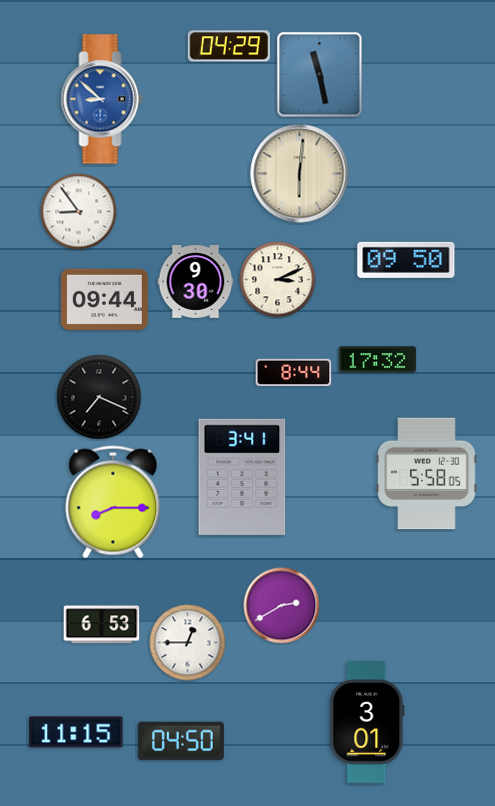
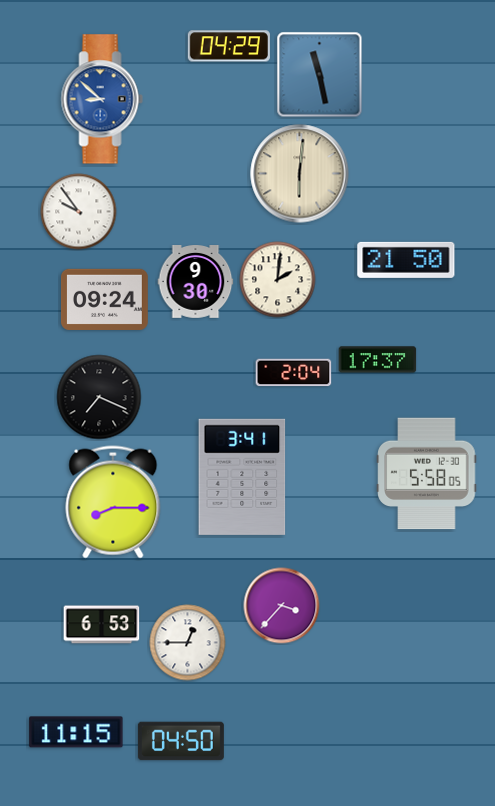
clock at (79, 212): 8:54 -> 9:54
clock at (406, 260): 09:50 -> 21:50
clock at (278, 280): 3:11 -> 2:01
clock at (104, 299): 09:44 -> 09:24
clock at (378, 360): 17:32 -> 17:37
clock at (294, 373): 8:44 -> 2:04
clock at (282, 606): 2:40 -> 3:37
clock at (367, 723): 3:01 -> none
